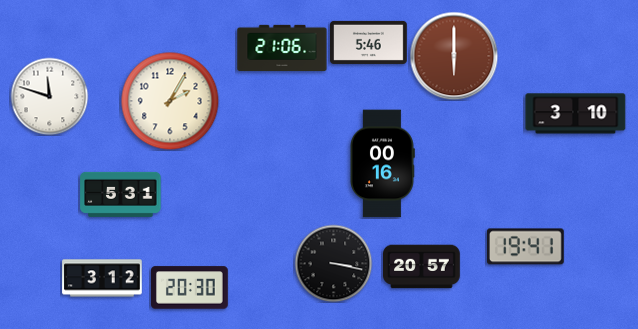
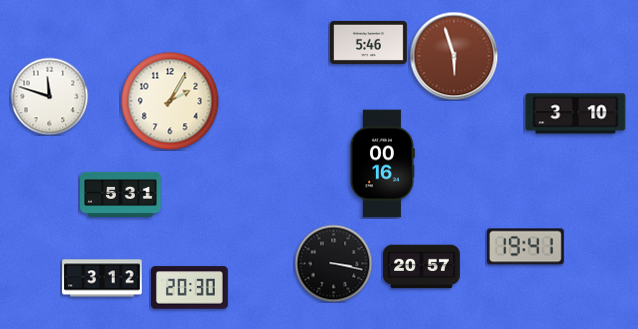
clock at (282, 48): 21:06 -> none
clock at (454, 56): 6:00 -> 5:57
